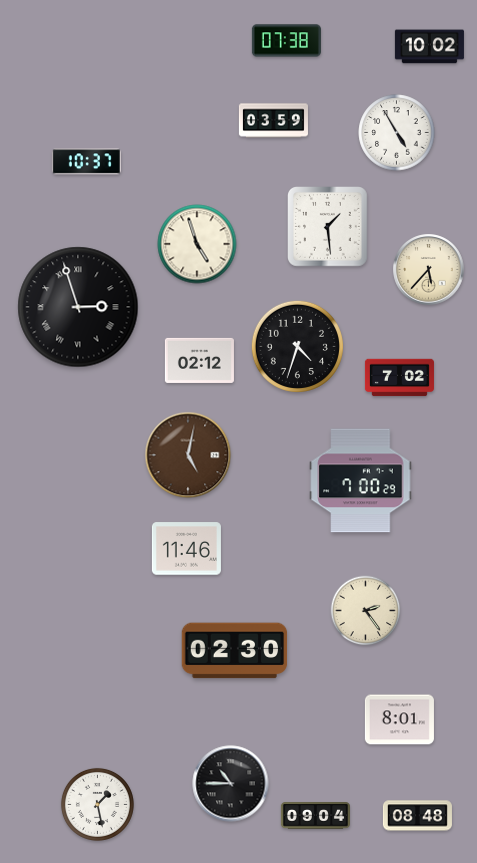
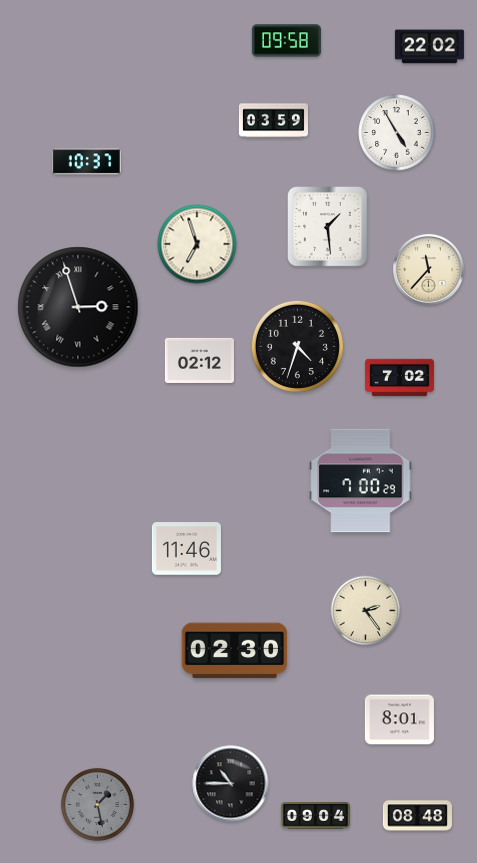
clock at (286, 41): 07:38 -> 09:58
clock at (429, 47): 10:02 -> 22:02
clock at (197, 244): 4:57 -> 6:57
clock at (429, 270): 5:37 -> 11:37
clock at (188, 455): 5:02 -> none
clock at (97, 804) dial: white -> grey
